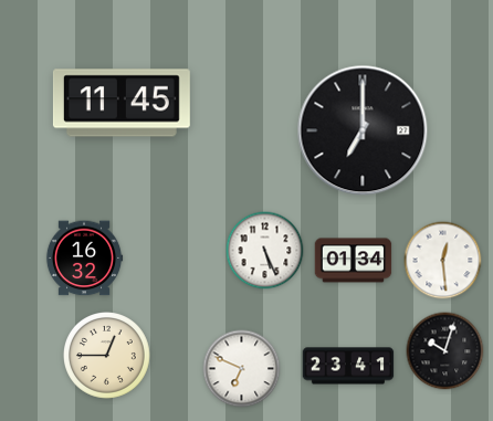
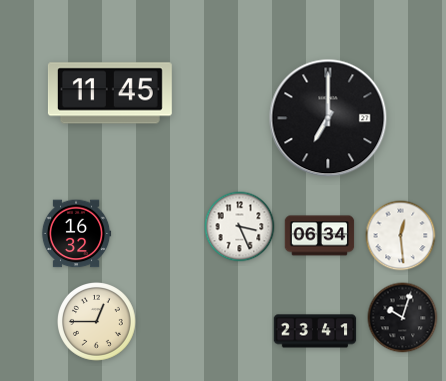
clock at (265, 251): 5:26 -> 3:26
clock at (354, 261): 01:34 -> 06:34
clock at (242, 369): 6:49 -> none
